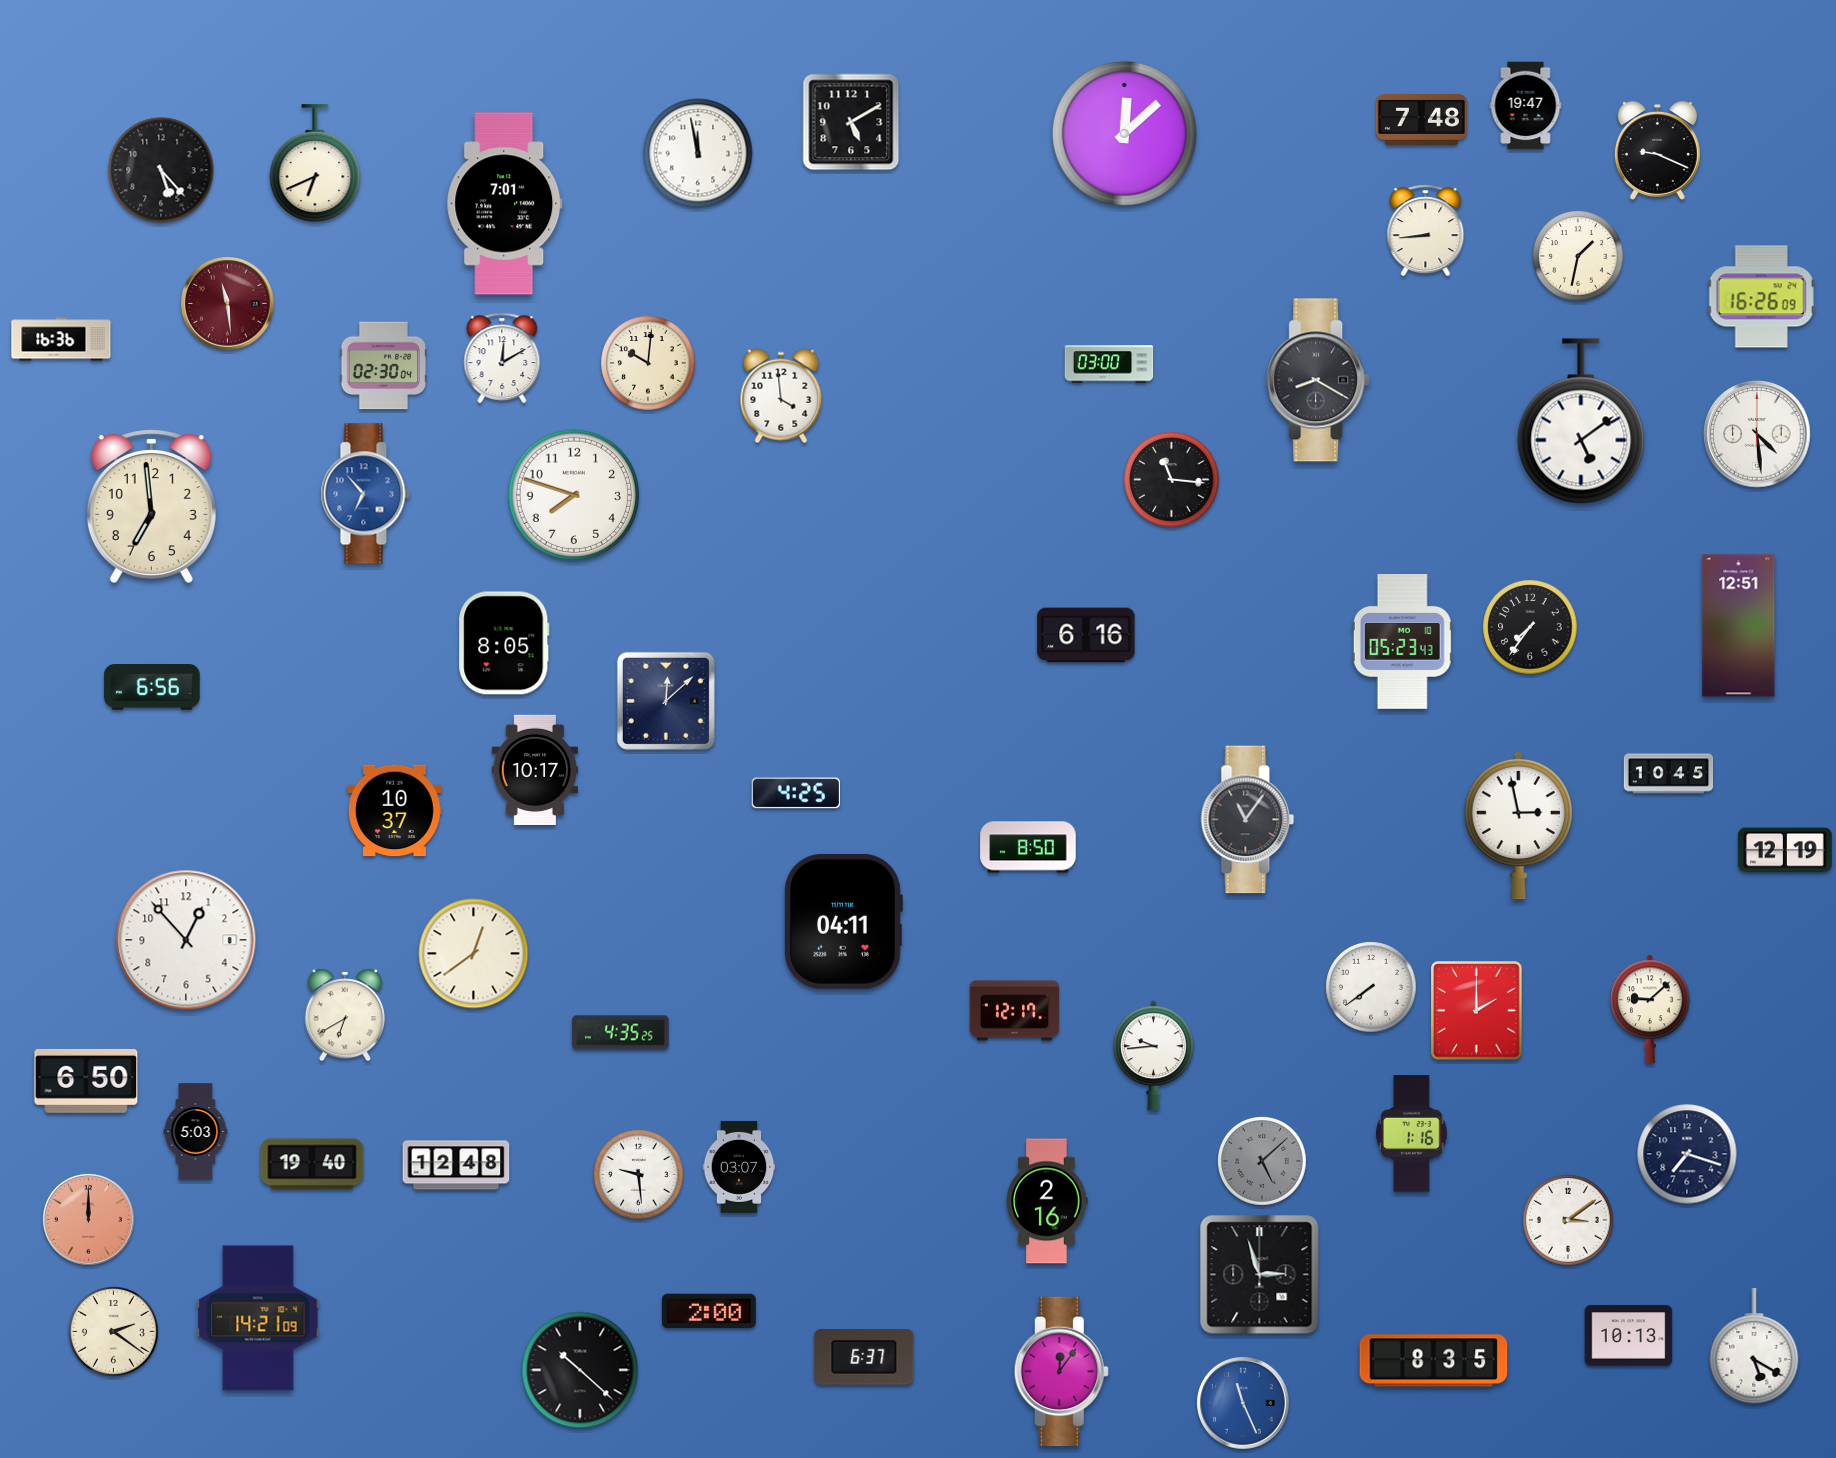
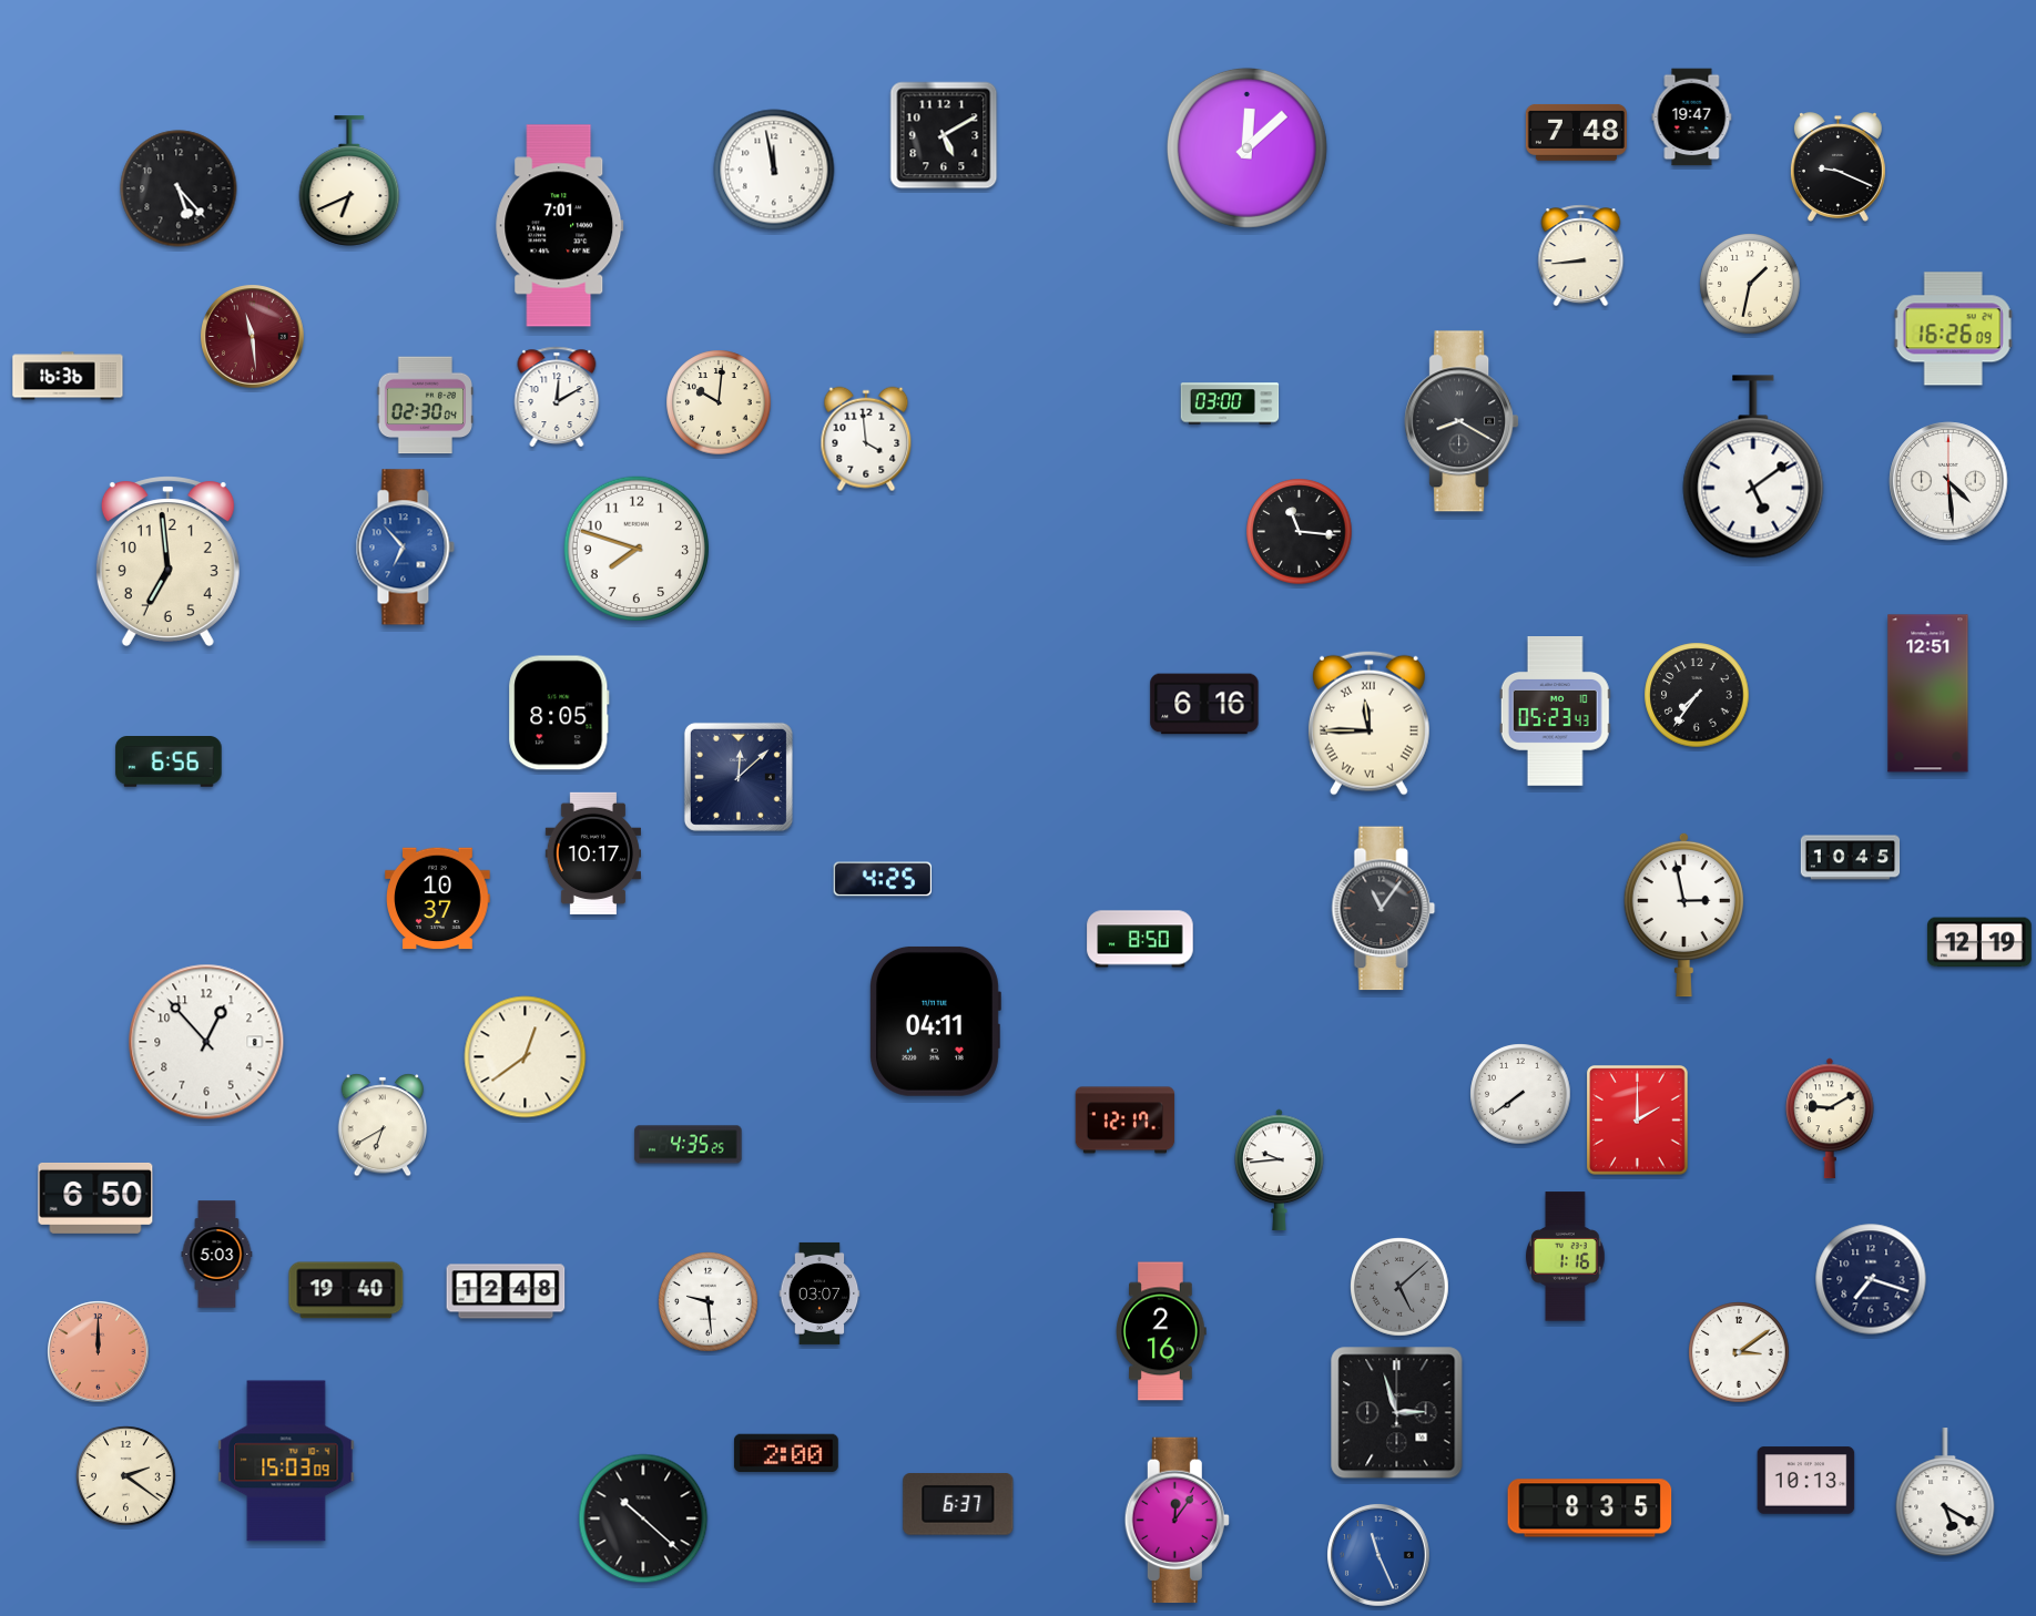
clock at (1368, 723): none -> 11:45
clock at (1650, 1009): 9:08 -> 9:10
clock at (258, 1318): 14:21 -> 15:03
